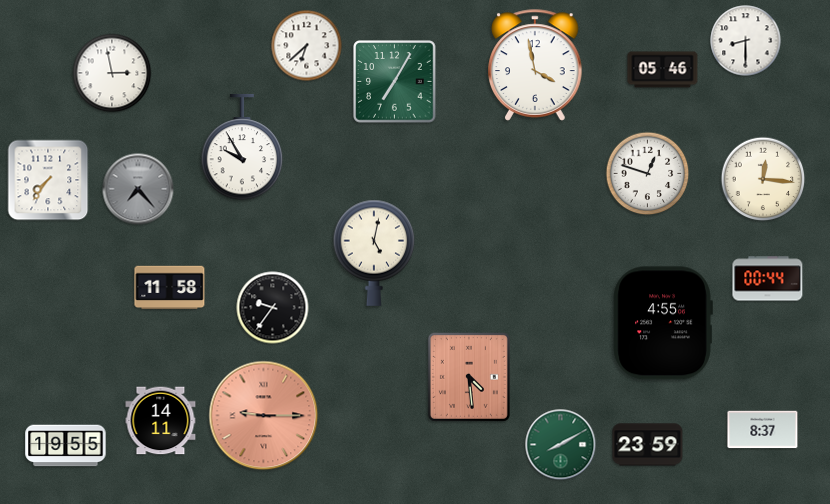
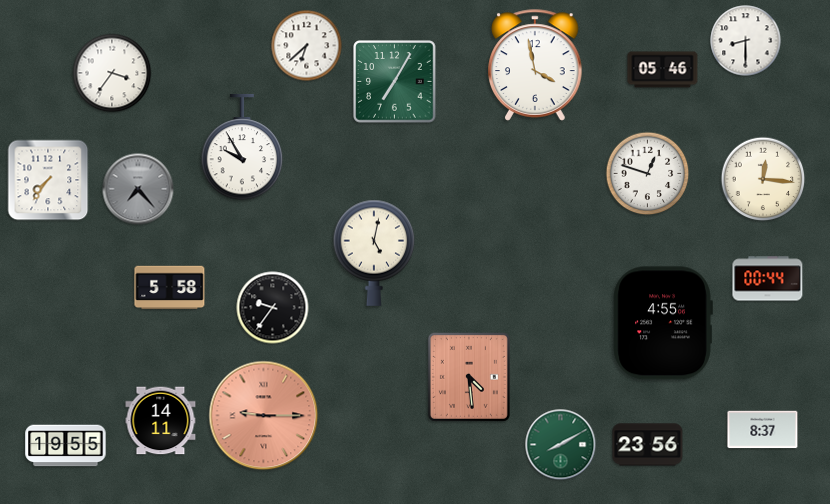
clock at (112, 73): 2:58 -> 3:36
clock at (170, 288): 11:58 -> 5:58
clock at (648, 445): 23:59 -> 23:56
